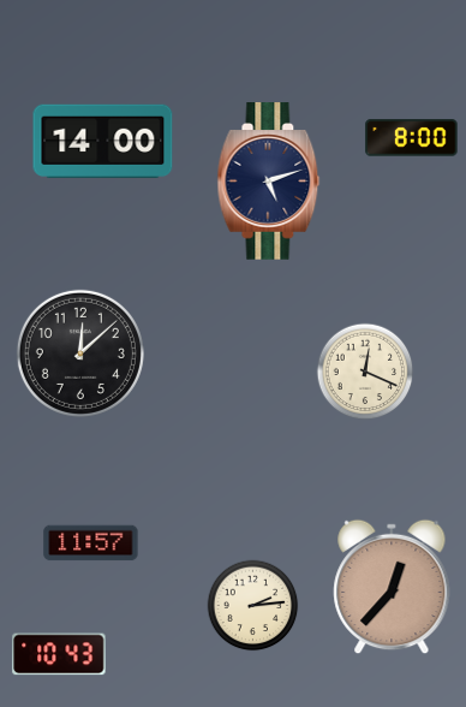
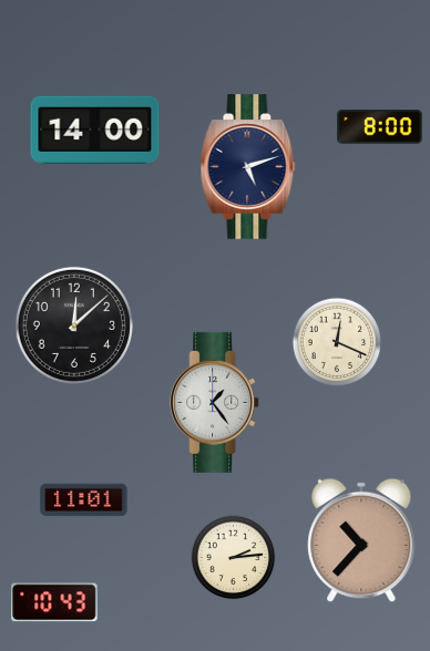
clock at (215, 402): none -> 1:24
clock at (91, 543): 11:57 -> 11:01
clock at (392, 587): 12:37 -> 10:37
